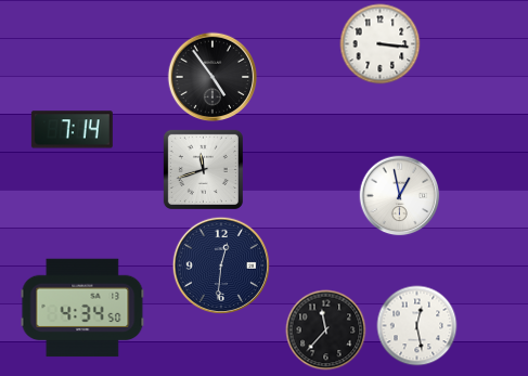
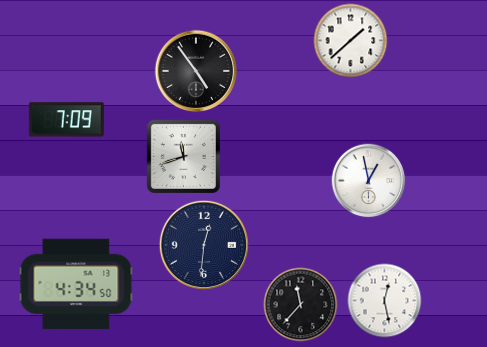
clock at (381, 44): 3:16 -> 1:38
clock at (72, 130): 7:14 -> 7:09
clock at (203, 169) position: (203, 169) -> (183, 156)
